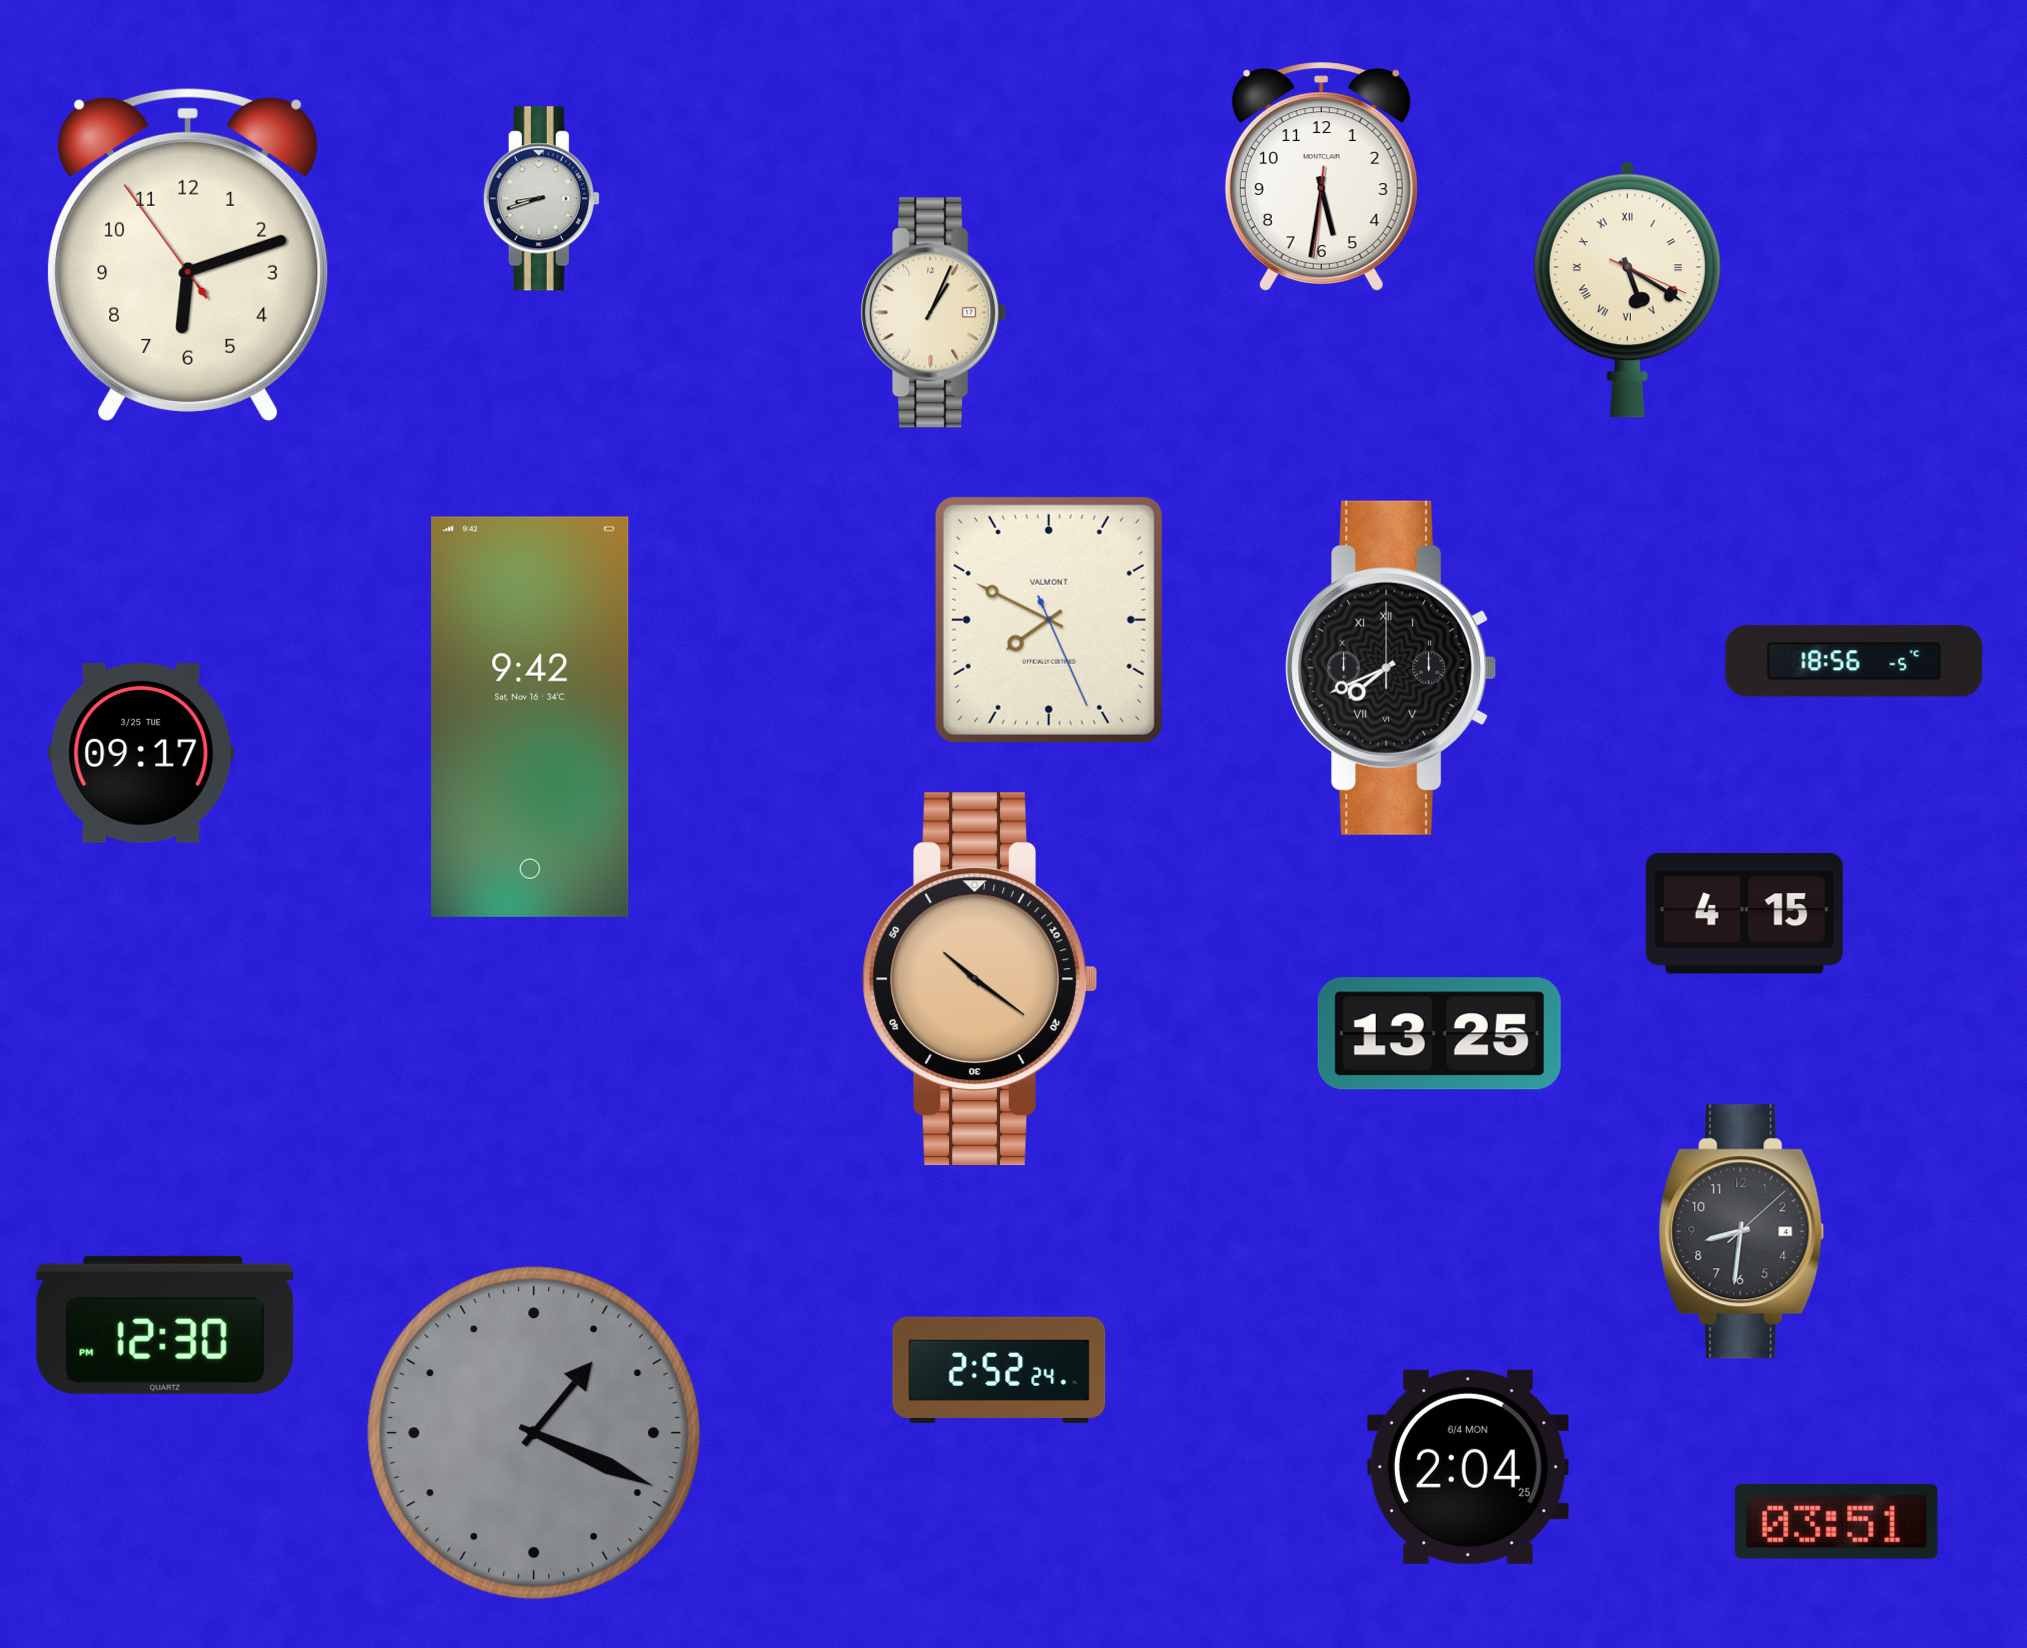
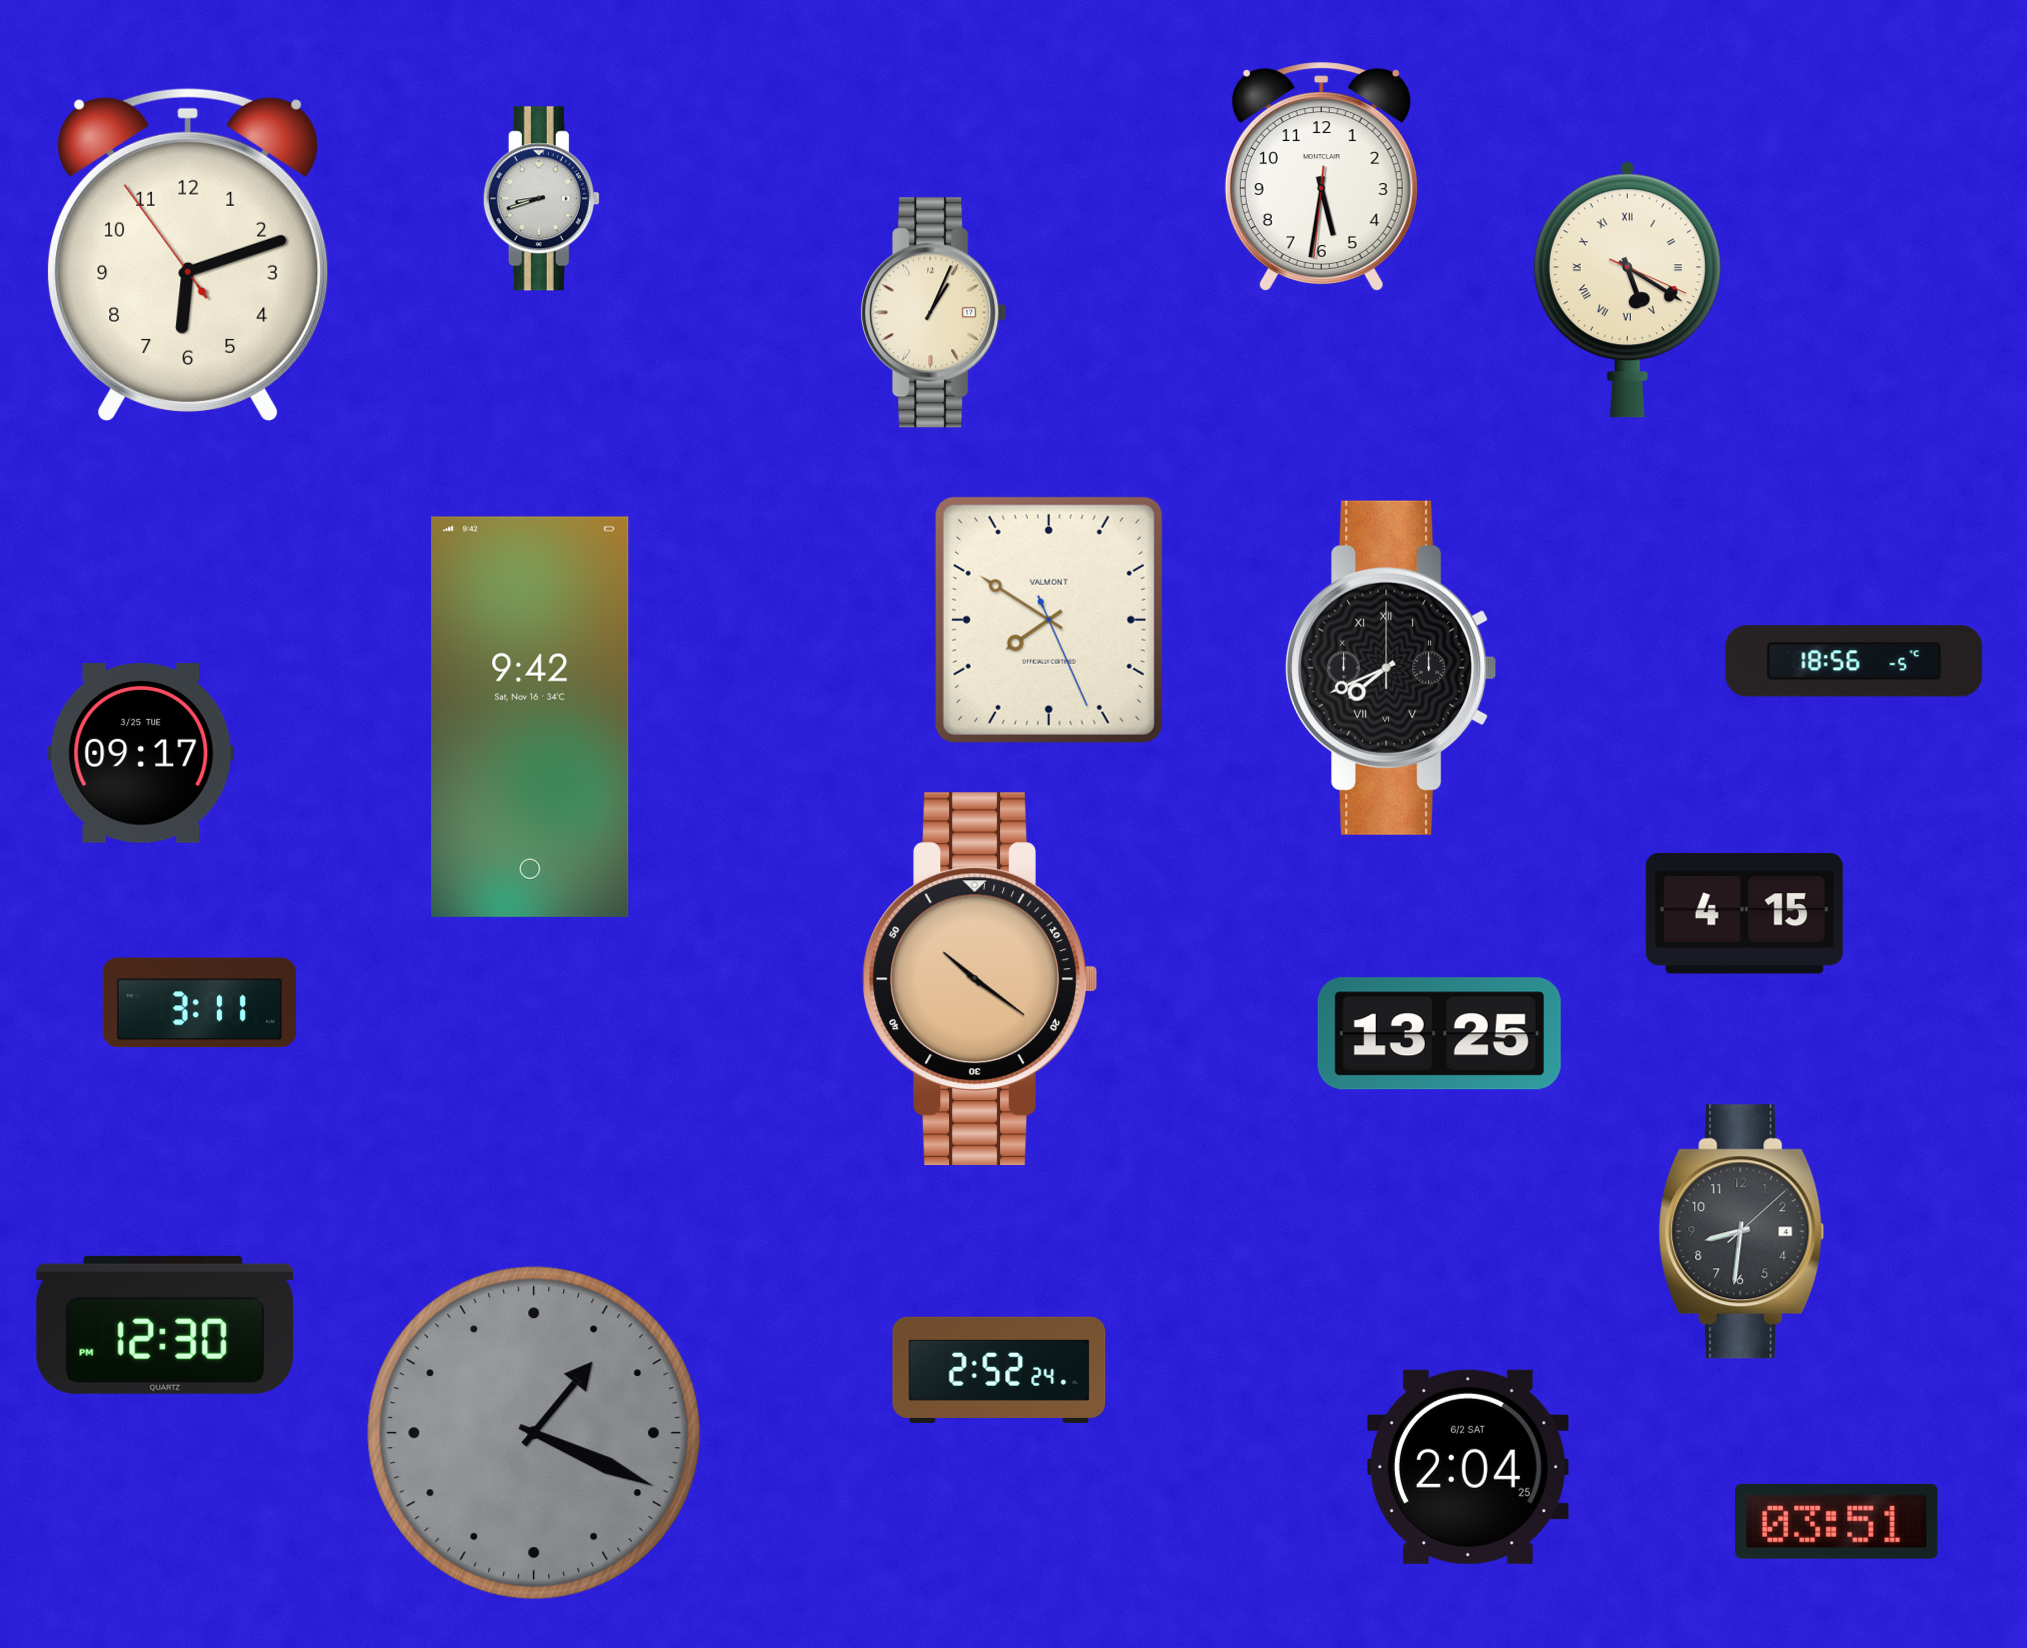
clock at (1049, 620): 7:49 -> 7:50
clock at (199, 1003): none -> 3:11
clock at (1468, 1467) date: 6/4 MON -> 6/2 SAT
